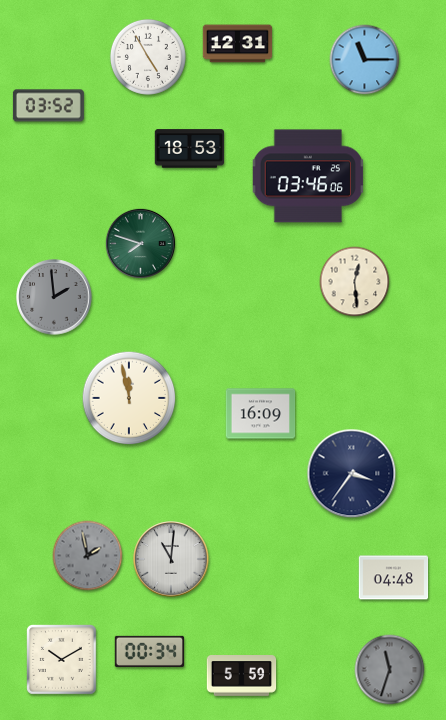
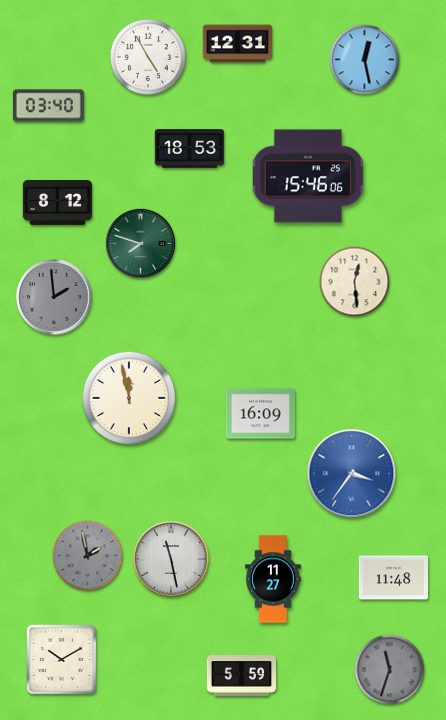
clock at (365, 60): 11:15 -> 12:28
clock at (48, 106): 03:52 -> 03:40
clock at (307, 176): 03:46 -> 15:46
clock at (58, 202): none -> 8:12
clock at (352, 474) dial: navy -> blue
clock at (171, 559): 11:01 -> 11:28
clock at (394, 578): 04:48 -> 11:48
clock at (273, 579): none -> 11:27
clock at (150, 651): 00:34 -> none
